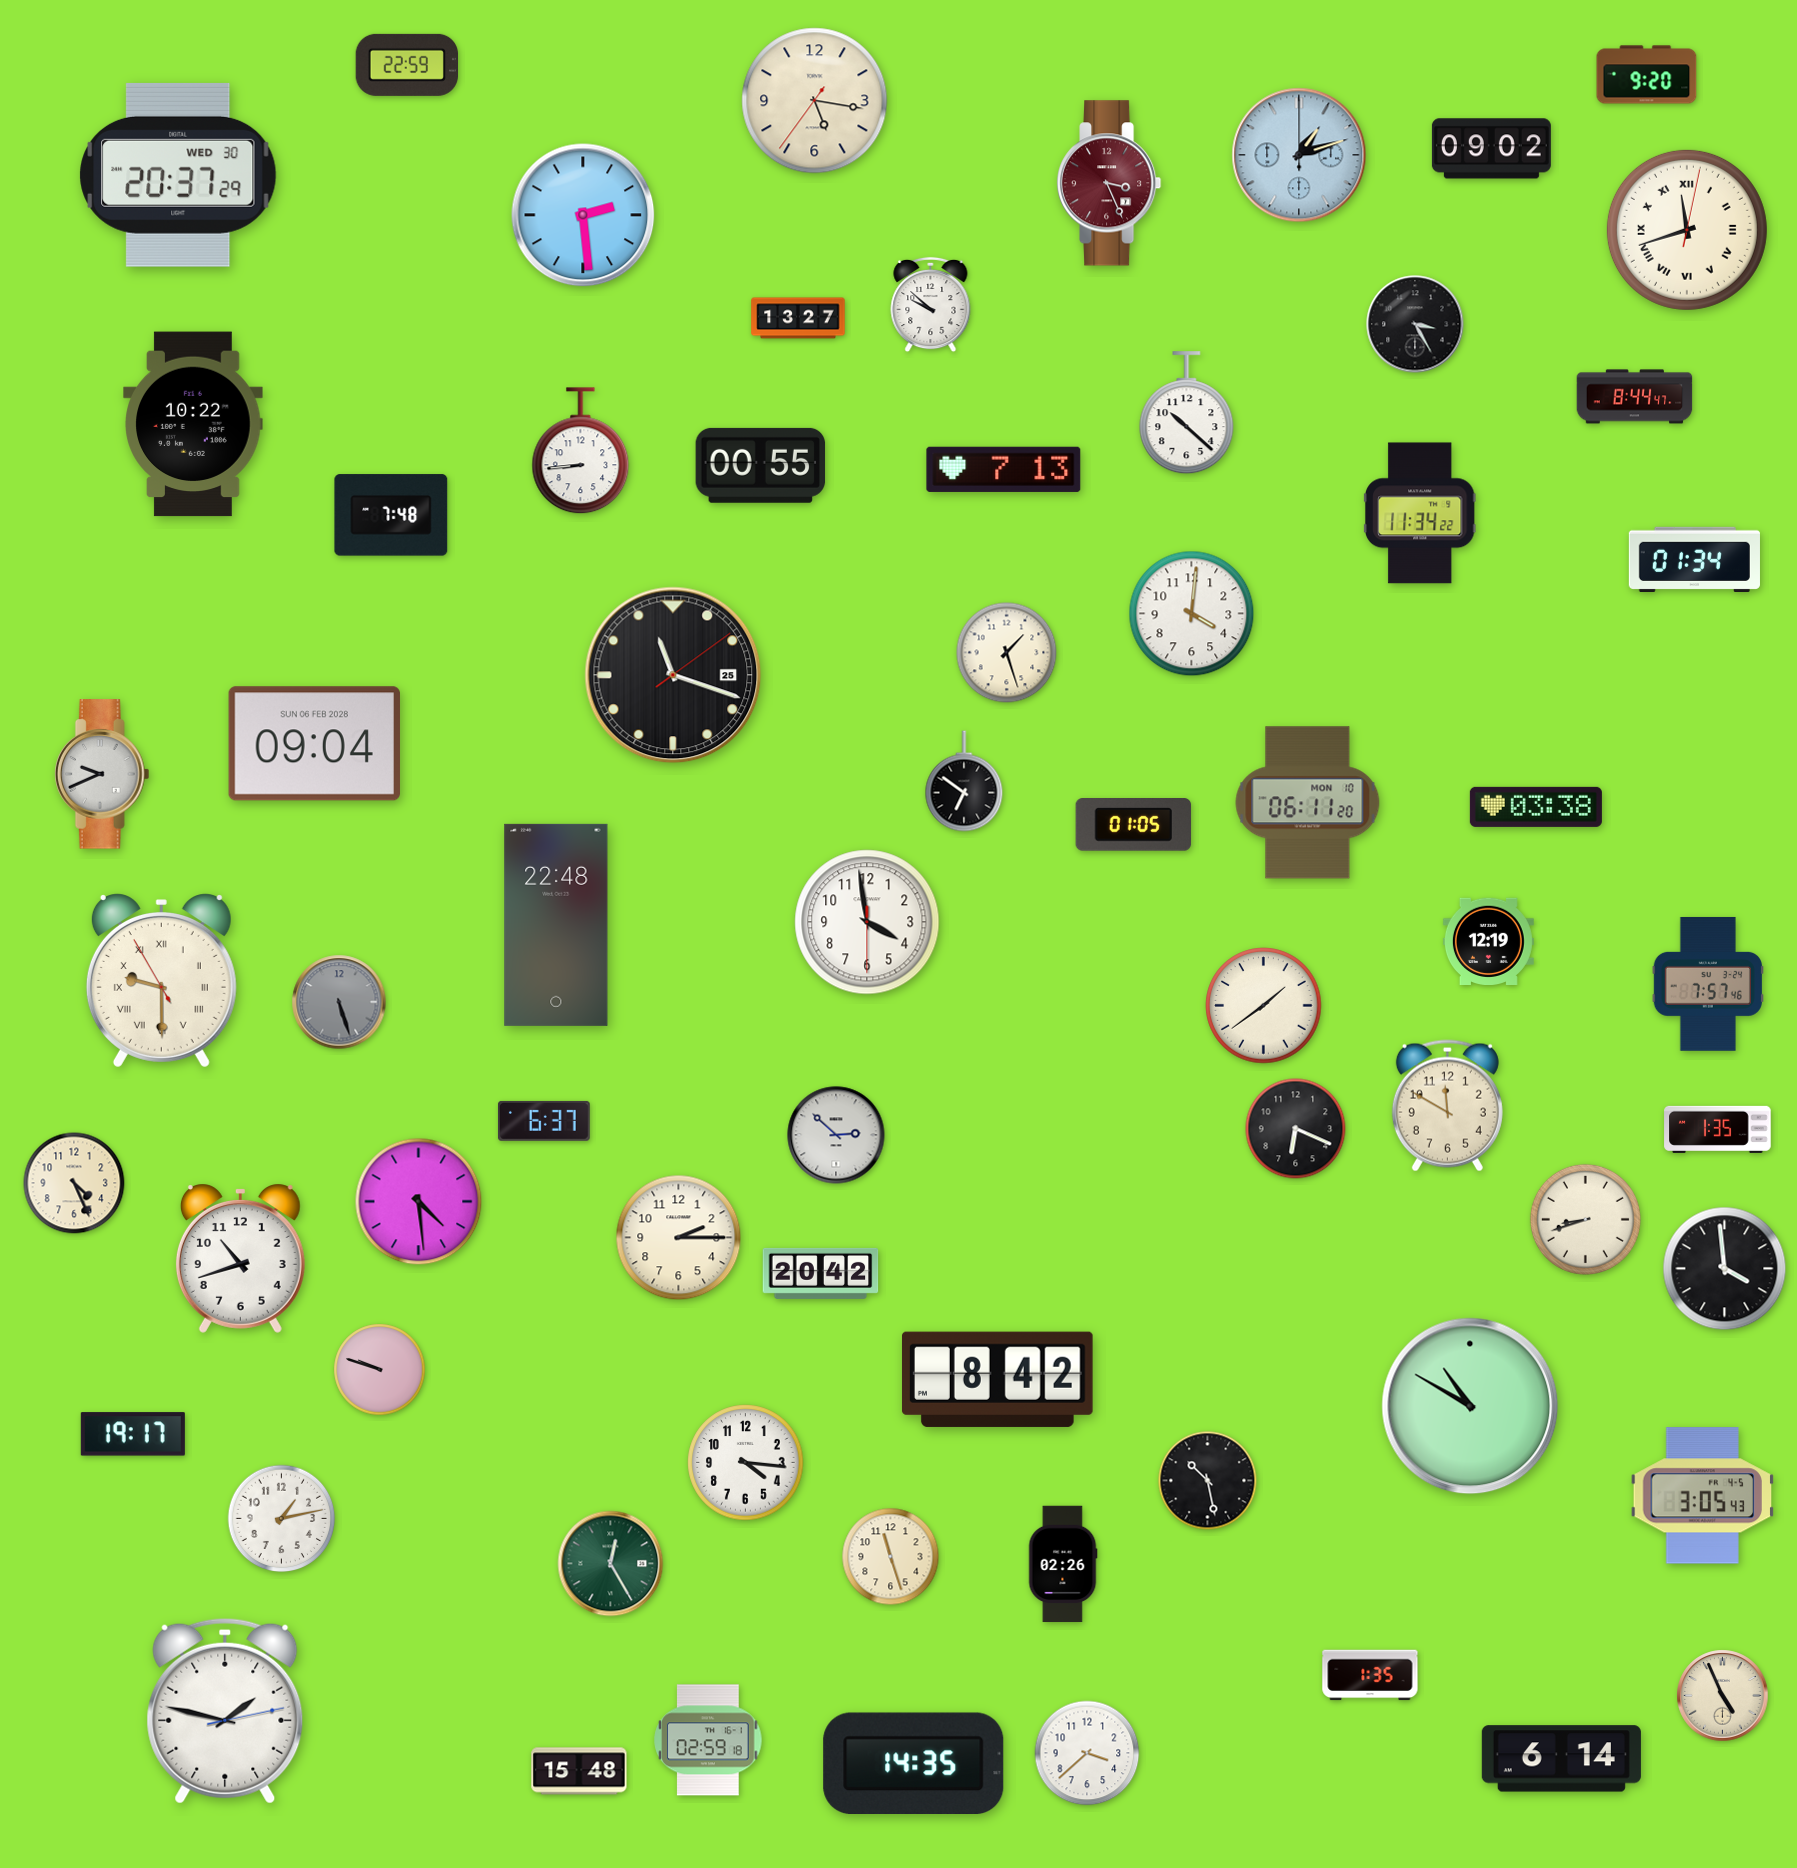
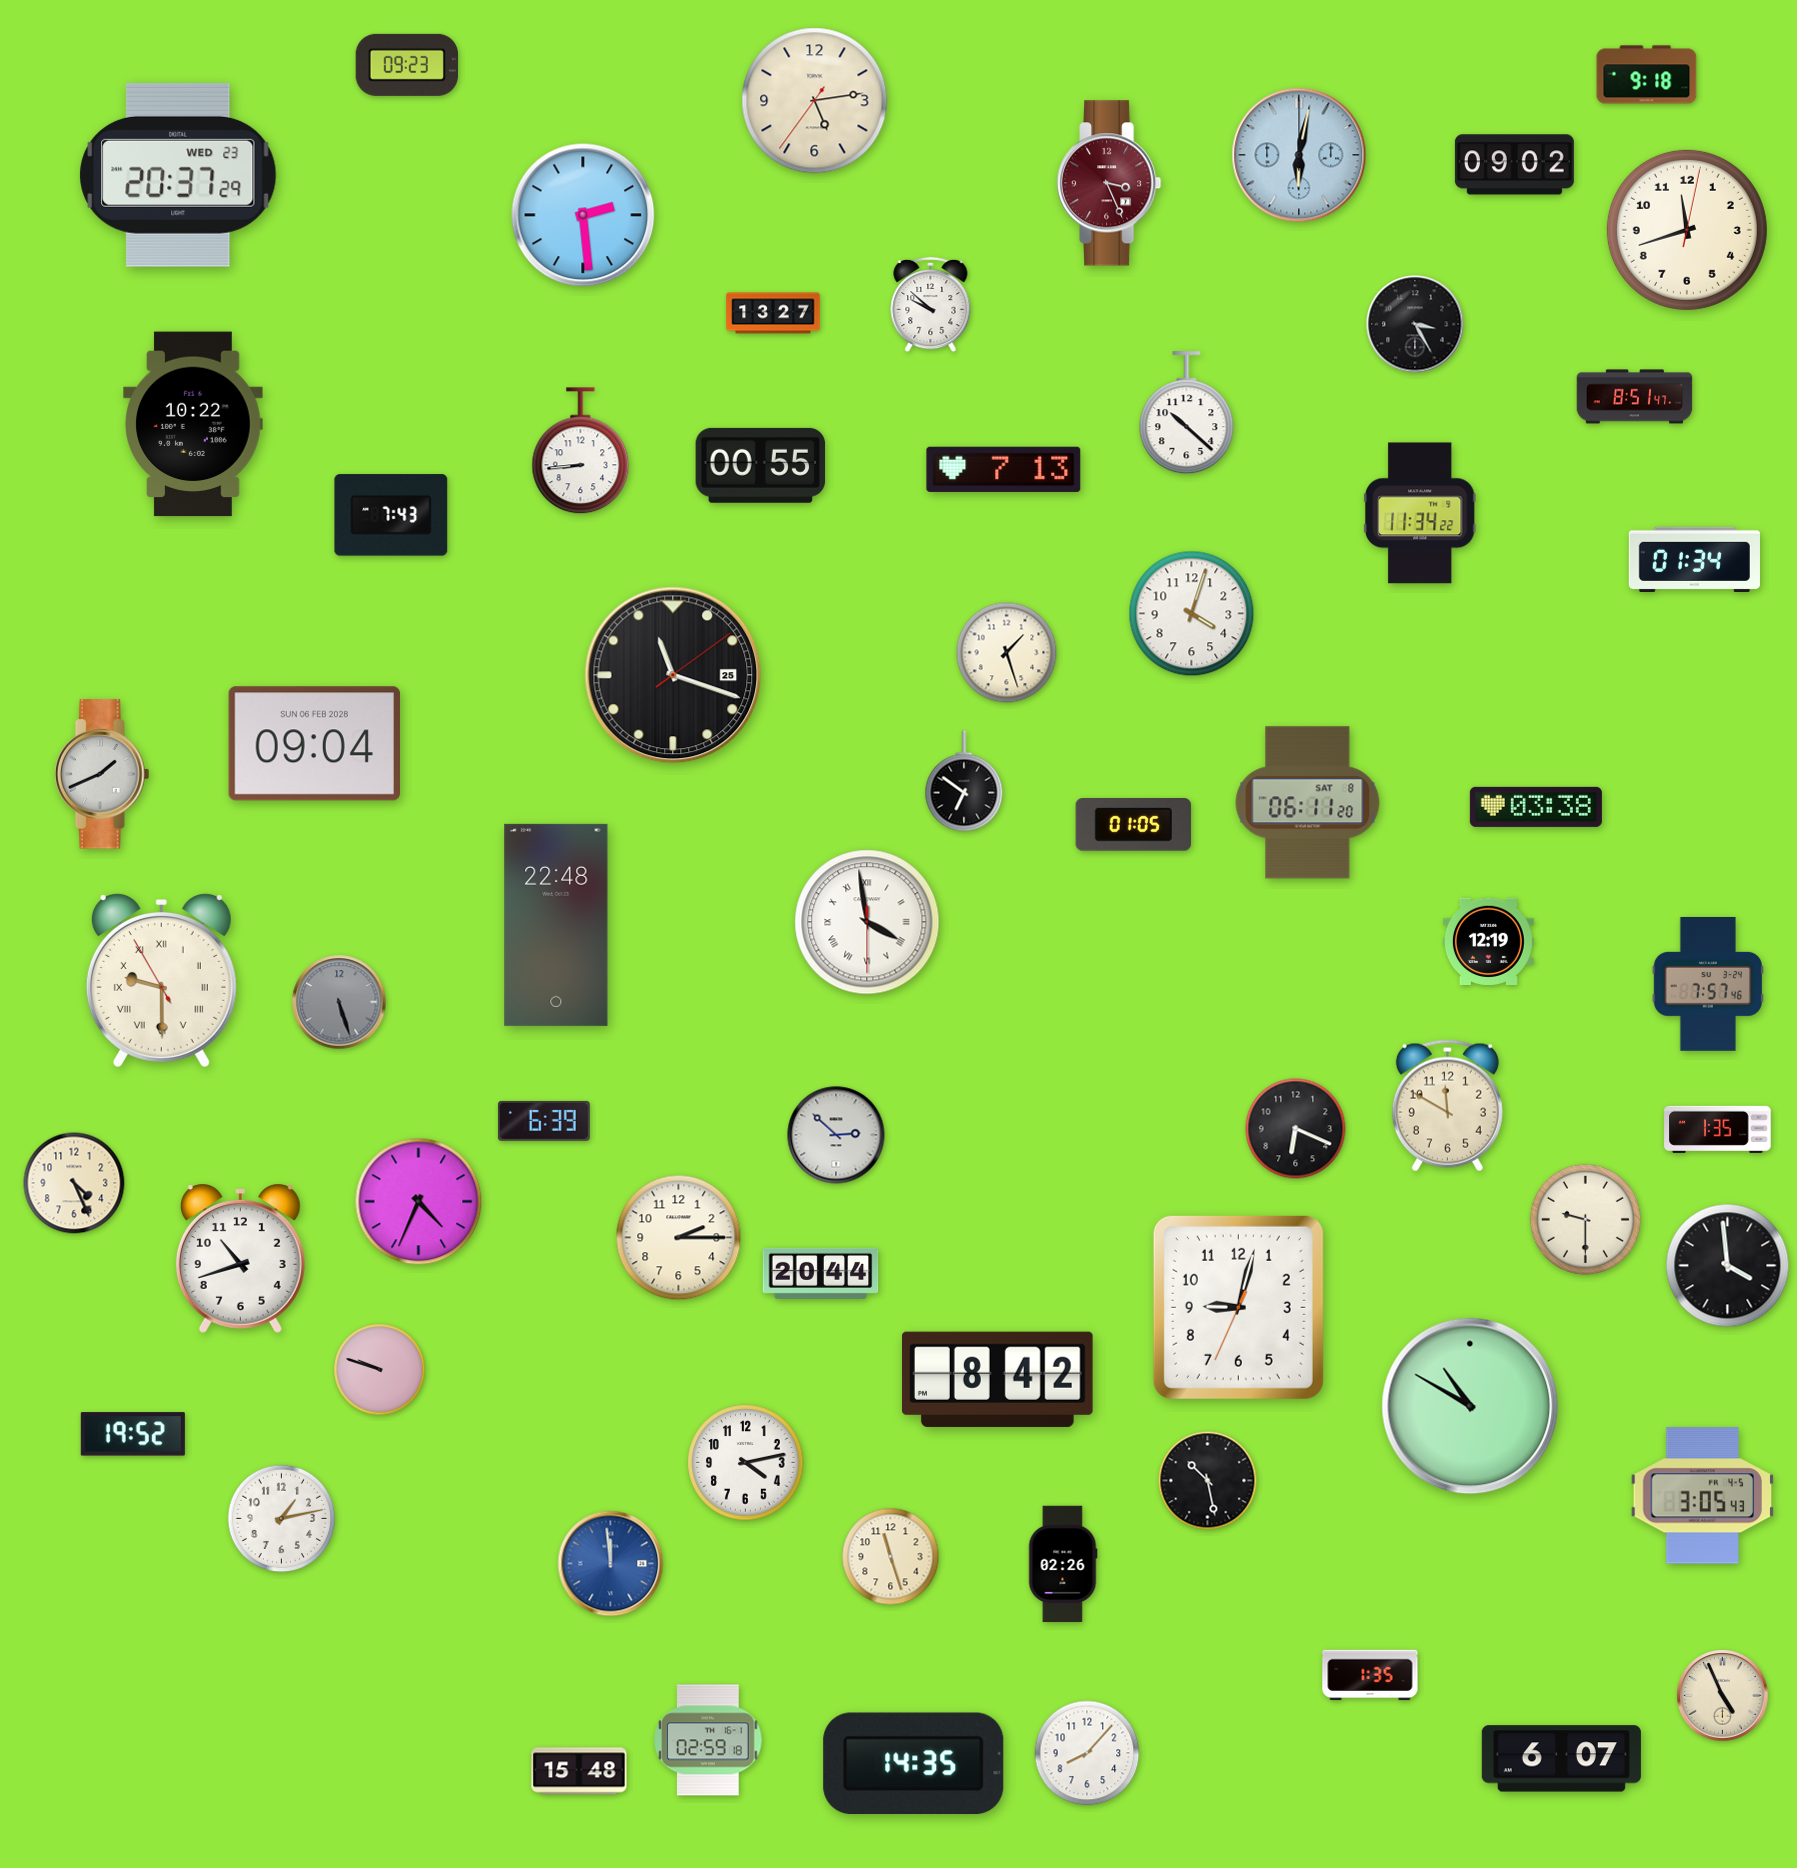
clock at (406, 65): 22:59 -> 09:23
clock at (1647, 75): 9:20 -> 9:18
clock at (815, 101): 5:16 -> 5:13
clock at (1491, 149) position: (1491, 149) -> (1514, 165)
clock at (1299, 155): 1:12 -> 6:02
clock at (178, 175) date: WED 30 -> WED 23
clock at (1687, 230) numerals: Roman -> Arabic
clock at (798, 318) position: (798, 318) -> (773, 313)
clock at (1635, 397): 8:44 -> 8:51
clock at (391, 515): 7:48 -> 7:43
clock at (1192, 614): 4:01 -> 4:03
clock at (102, 774): 9:41 -> 1:41
clock at (1308, 803) date: MON 10 -> SAT 8
clock at (867, 922) numerals: Arabic -> Roman
clock at (1264, 1006): 1:39 -> none
clock at (544, 1121): 6:37 -> 6:39
clock at (419, 1202): 4:29 -> 4:34
clock at (1585, 1219): 8:42 -> 9:30
clock at (1725, 1269) position: (1725, 1269) -> (1728, 1266)
clock at (821, 1273): 20:42 -> 20:44
clock at (1238, 1307): none -> 9:02
clock at (133, 1434): 19:17 -> 19:52
clock at (746, 1463): 4:16 -> 4:13
clock at (611, 1564): 12:25 -> 11:59
clock at (611, 1564) dial: green -> blue
clock at (225, 1711): 1:47 -> none
clock at (1087, 1753): 3:38 -> 8:07
clock at (1561, 1759): 6:14 -> 6:07
